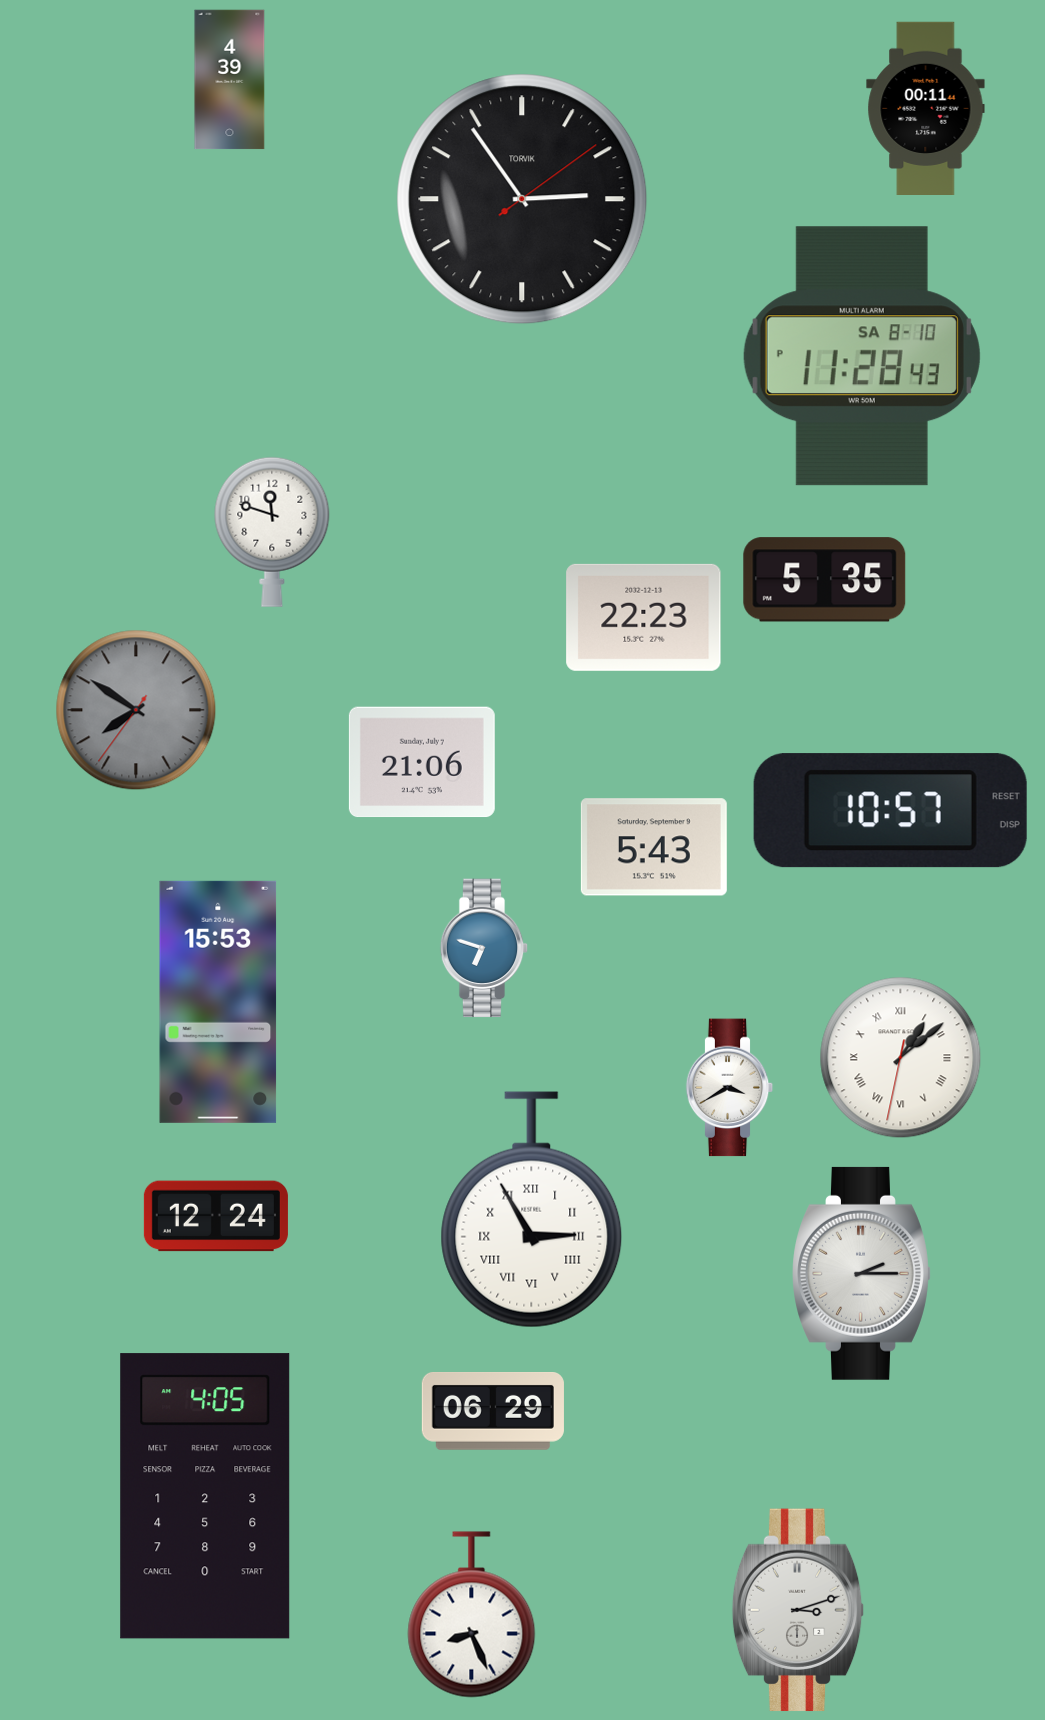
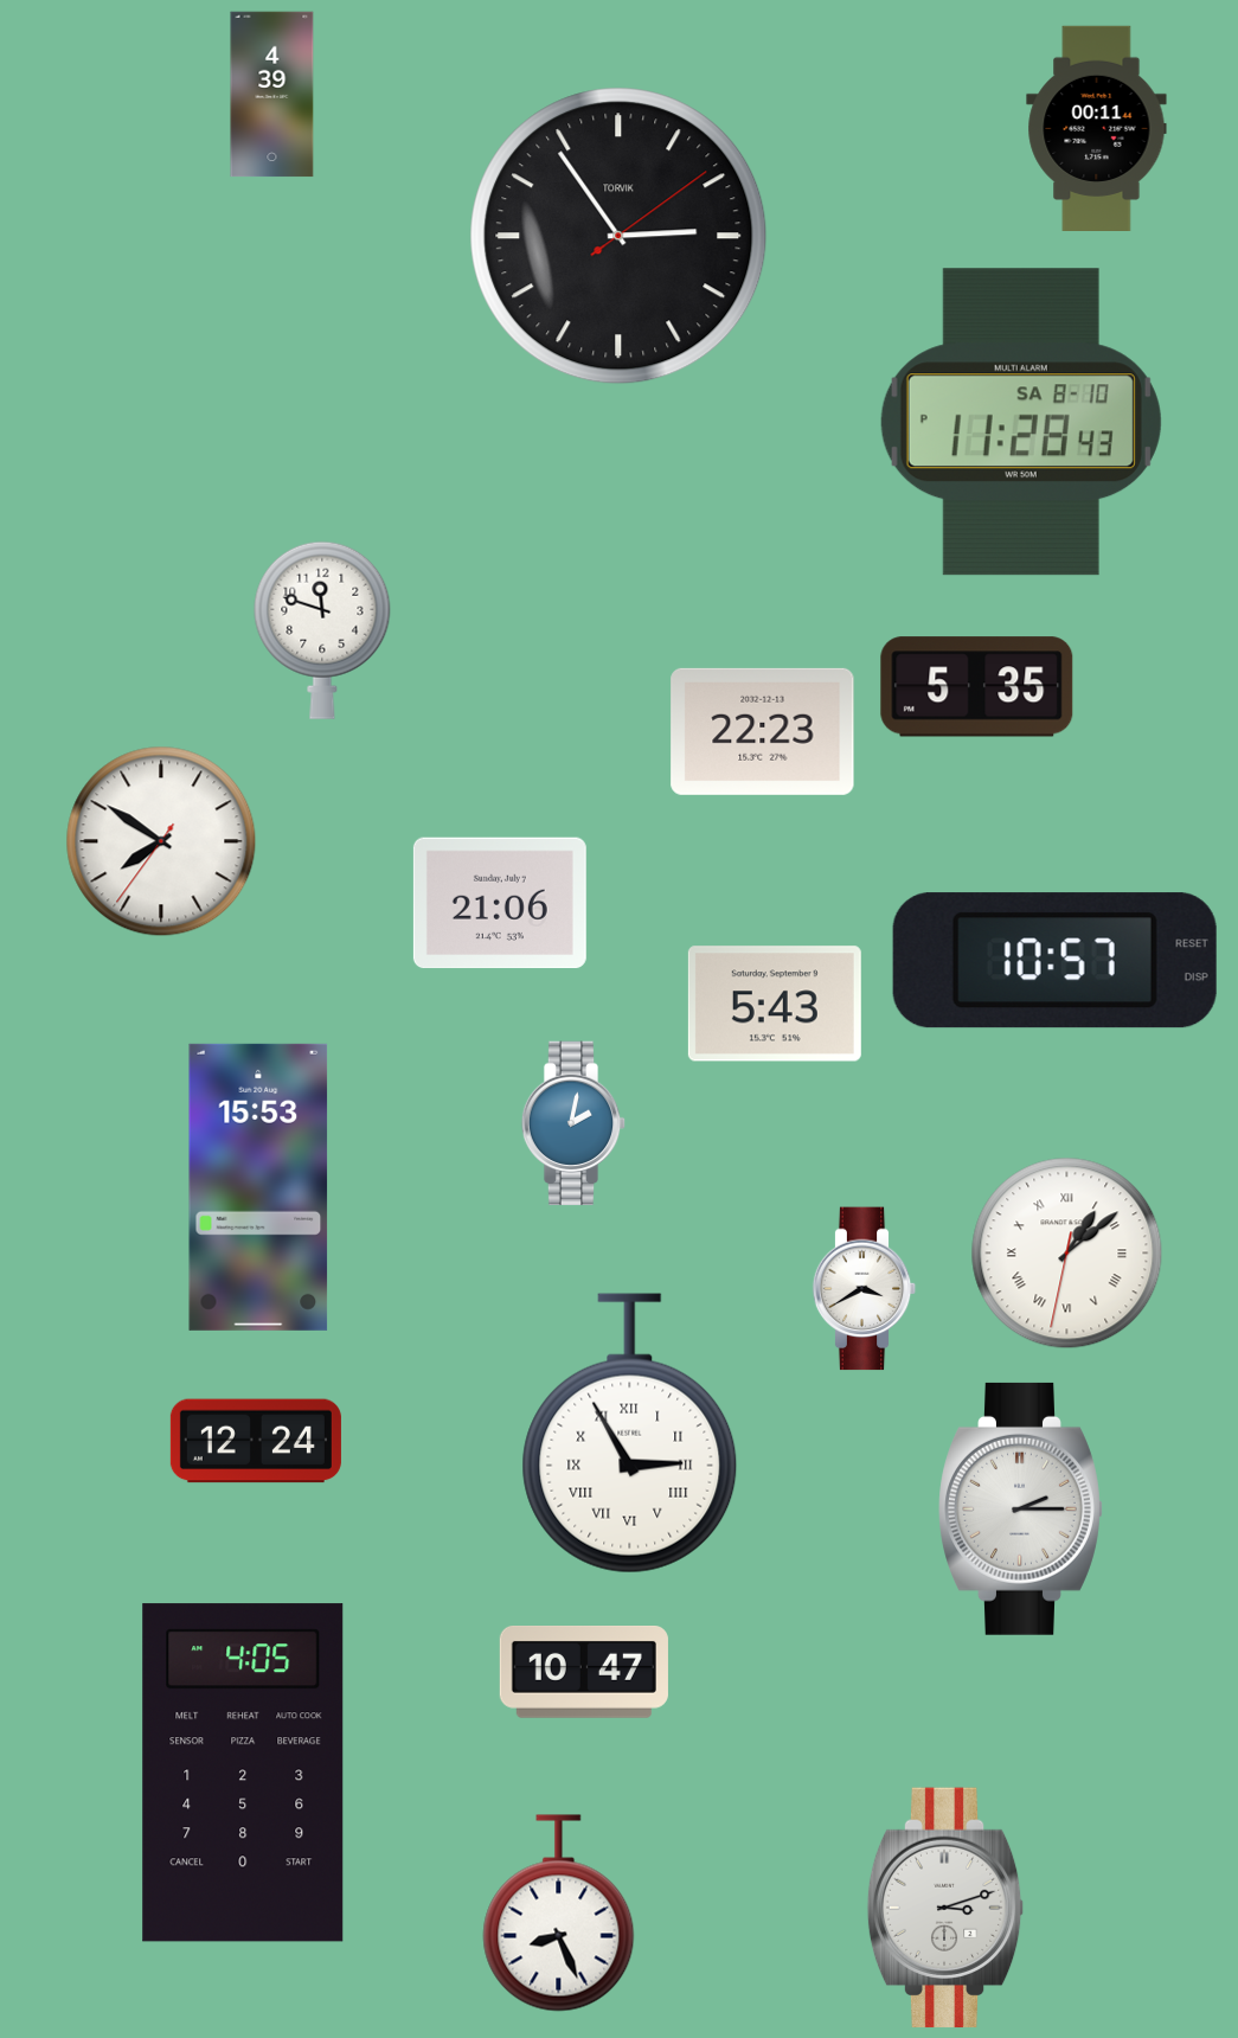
clock at (136, 710) dial: grey -> white
clock at (484, 948): 6:48 -> 2:02
clock at (493, 1412): 06:29 -> 10:47
